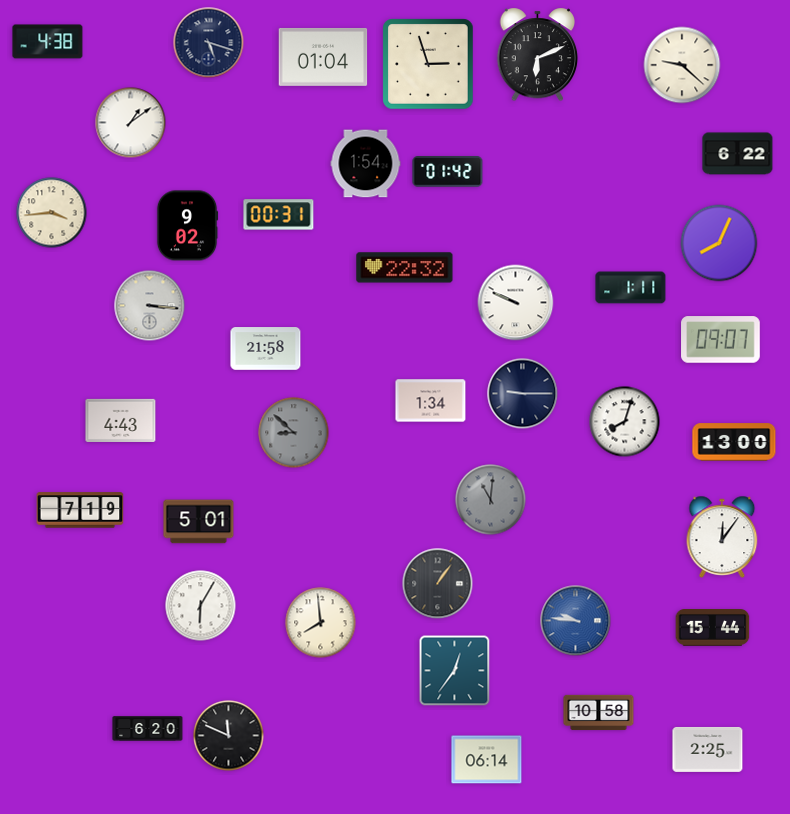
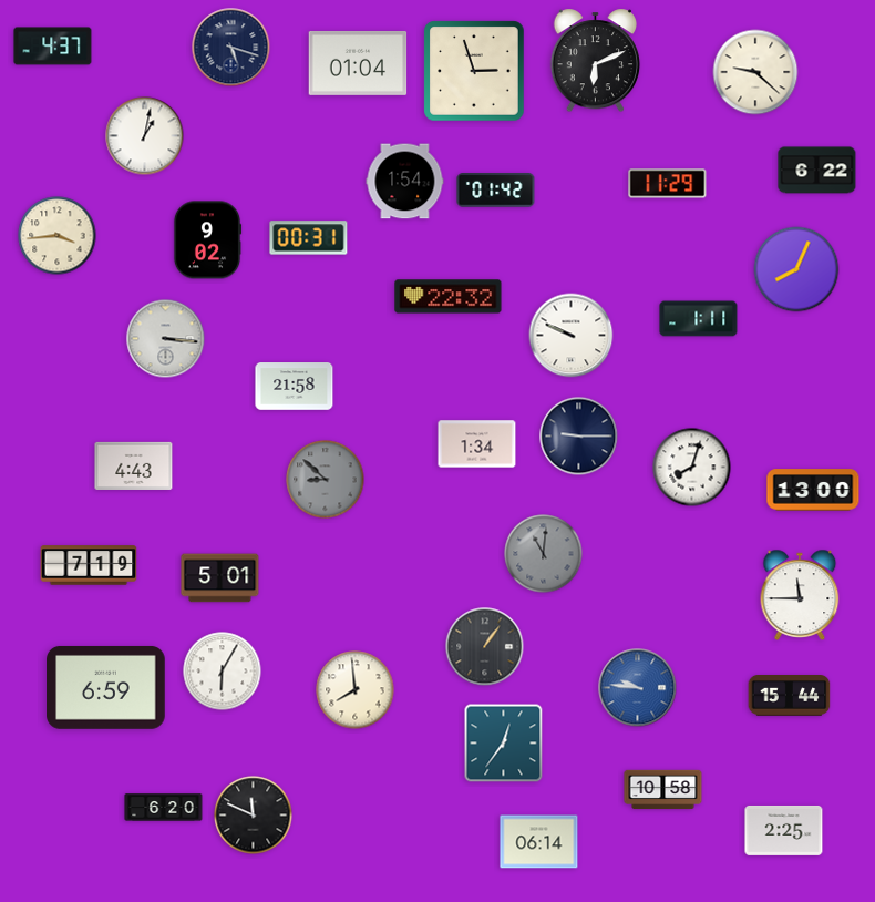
clock at (48, 42): 4:38 -> 4:37
clock at (131, 123): 1:09 -> 1:02
clock at (668, 184): none -> 11:29
clock at (187, 226) position: (187, 226) -> (207, 240)
clock at (721, 340): 09:07 -> none
clock at (722, 537): 12:06 -> 11:45
clock at (106, 687): none -> 6:59
